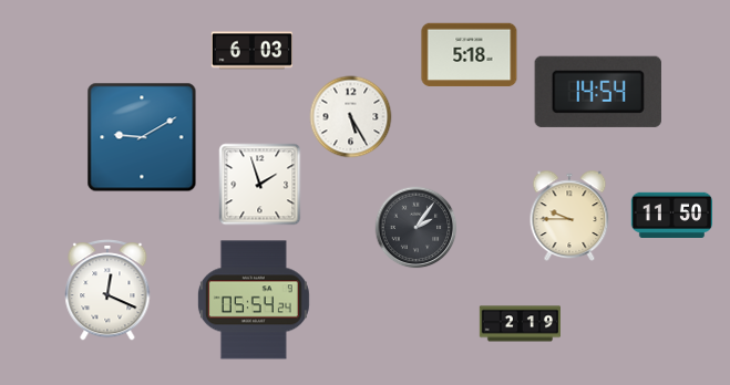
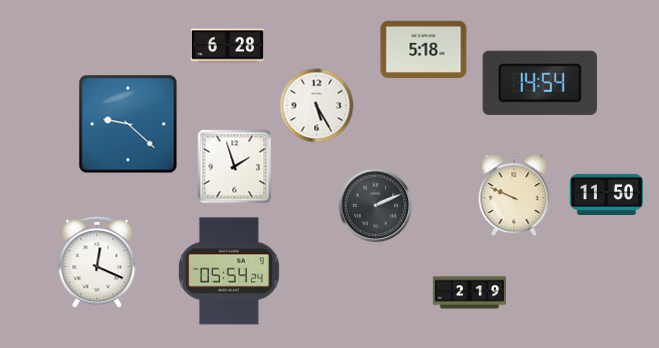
clock at (251, 51): 6:03 -> 6:28
clock at (142, 137): 9:10 -> 9:22
clock at (569, 215): 9:45 -> 9:49
clock at (417, 228): 2:06 -> 2:11
